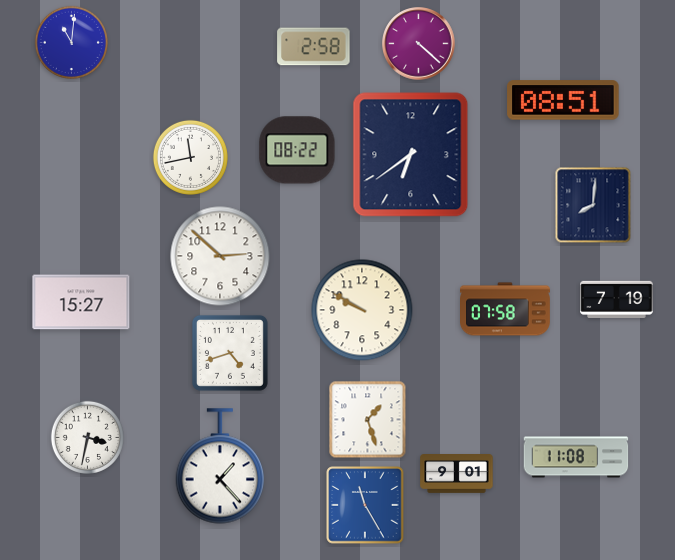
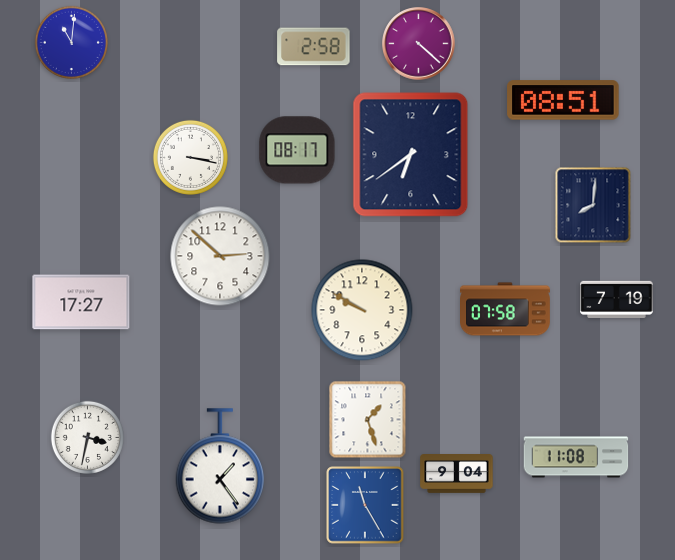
clock at (297, 150): 08:22 -> 08:17
clock at (190, 157): 11:43 -> 3:17
clock at (81, 302): 15:27 -> 17:27
clock at (230, 353): 4:42 -> none
clock at (220, 466): 1:23 -> 1:24
clock at (457, 474): 9:01 -> 9:04
